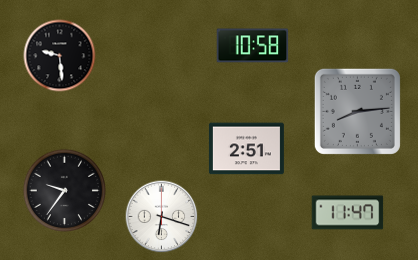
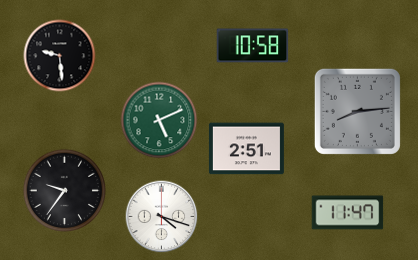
clock at (159, 120): none -> 5:11
clock at (162, 217): 6:18 -> 4:18
